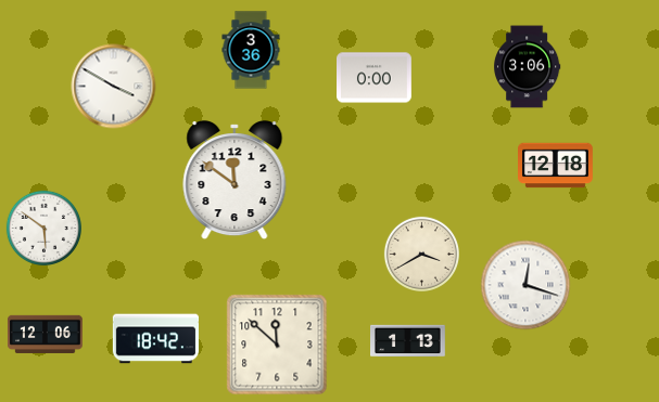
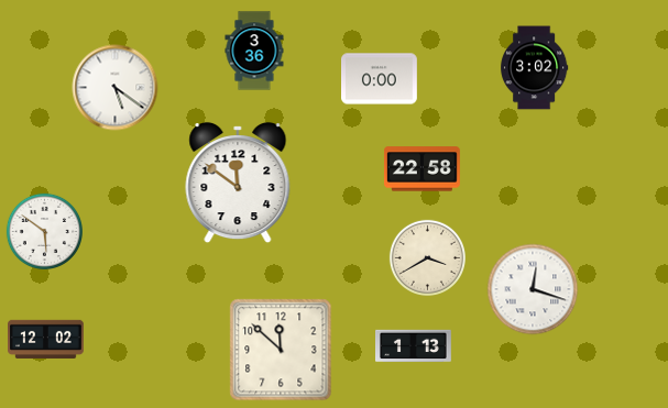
clock at (528, 67): 3:06 -> 3:02
clock at (114, 87): 3:50 -> 5:21
clock at (556, 166): 12:18 -> none
clock at (423, 169): none -> 22:58
clock at (46, 334): 12:06 -> 12:02
clock at (156, 339): 18:42 -> none
